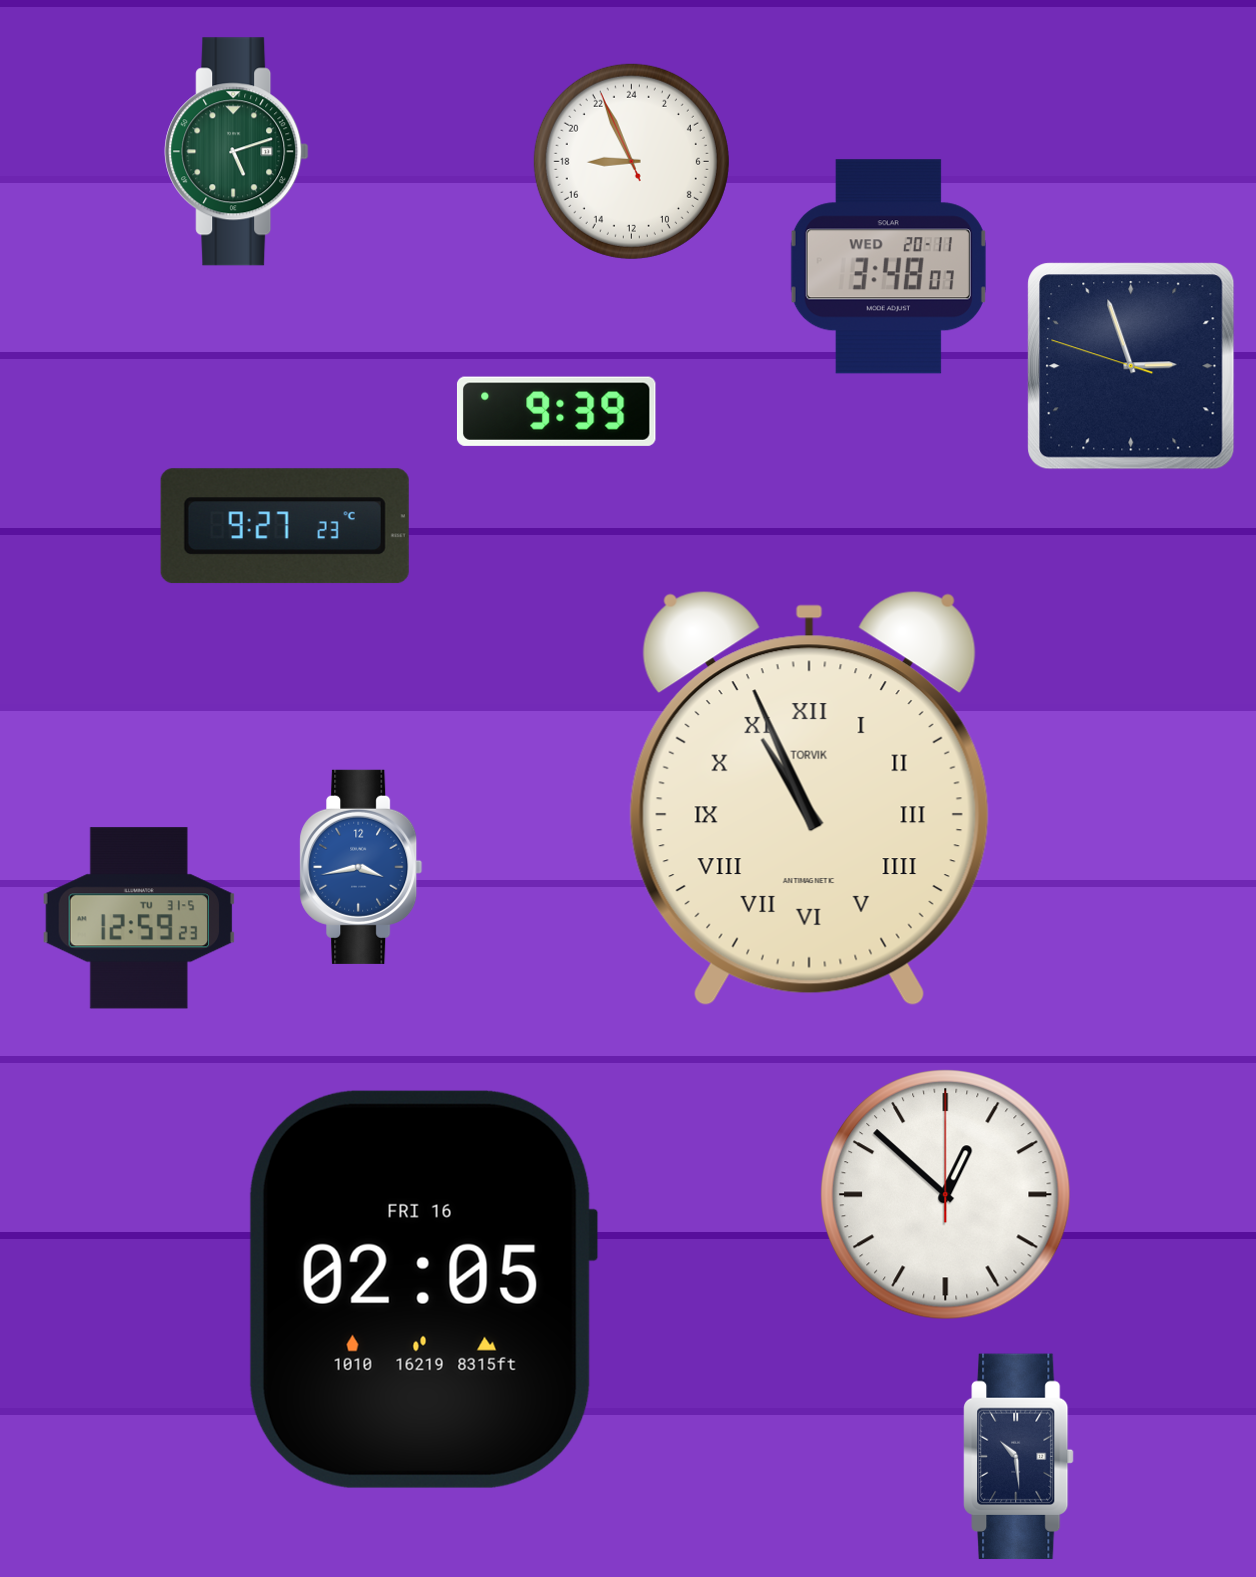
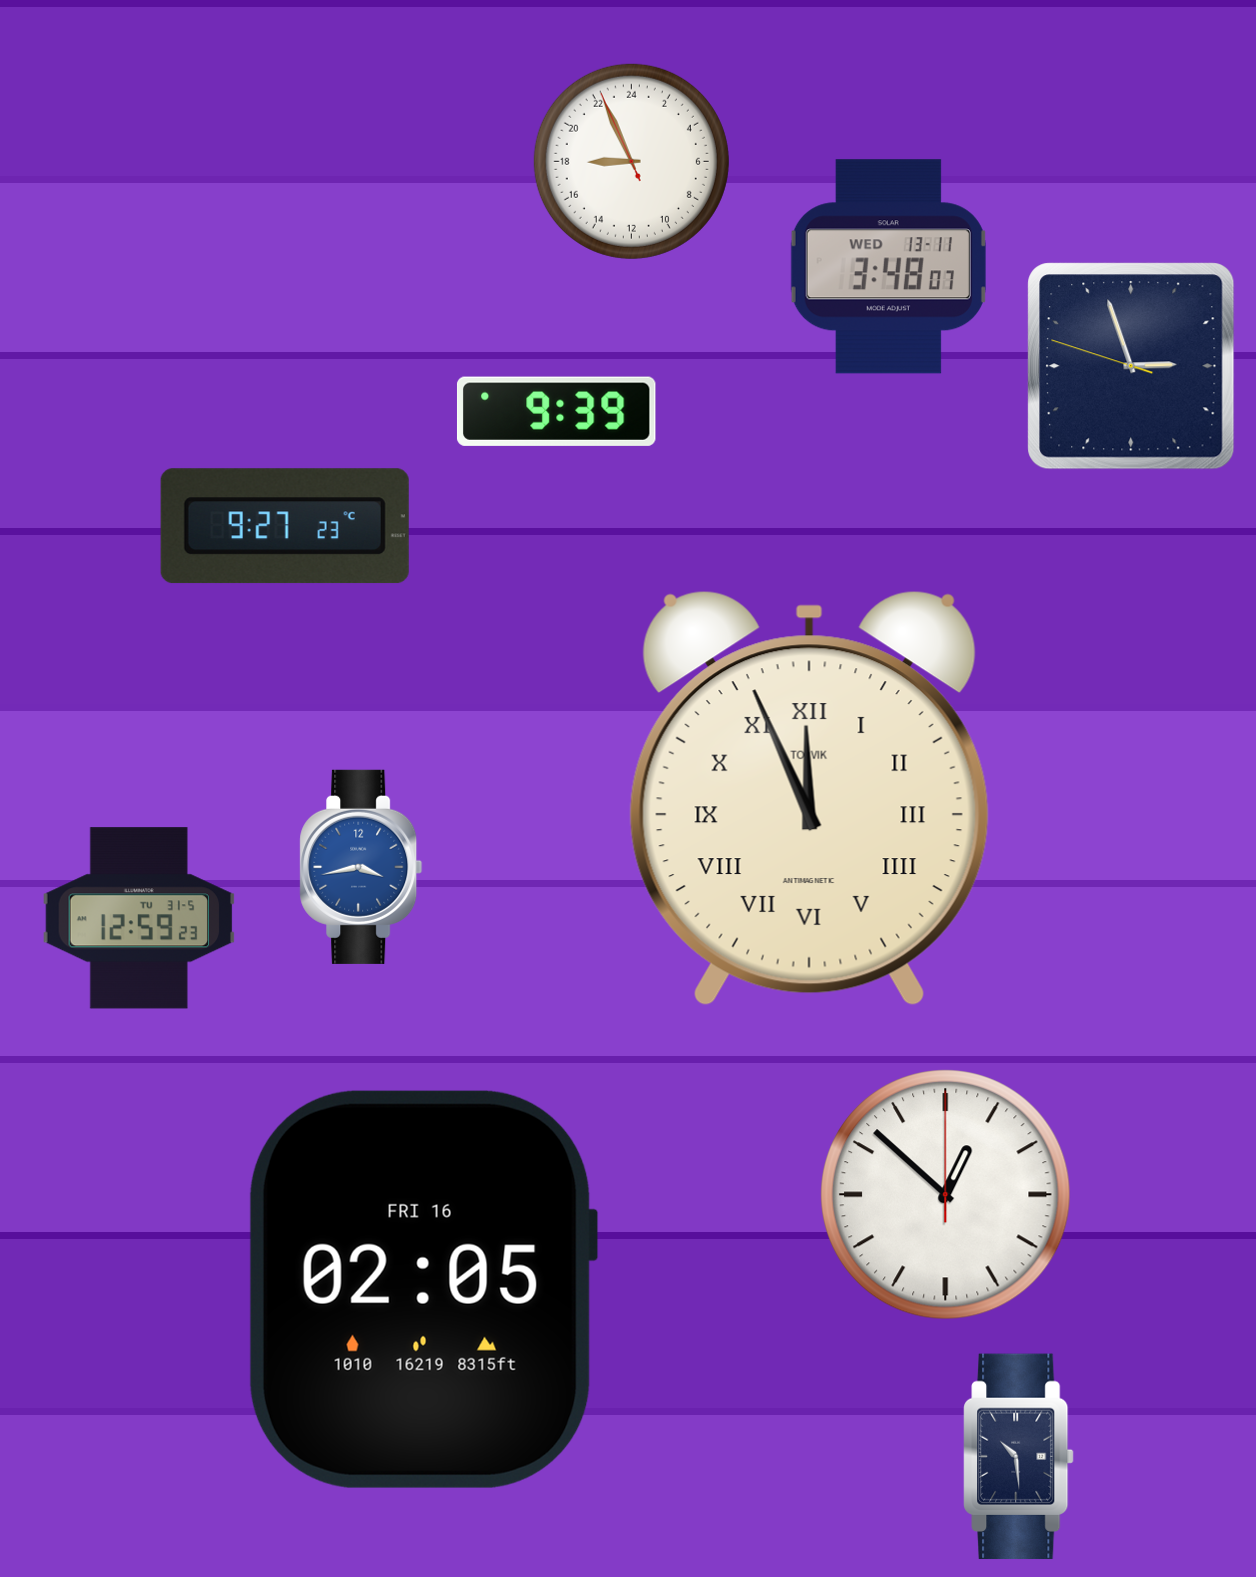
clock at (237, 152): 5:12 -> none
clock at (888, 267) date: WED 20-11 -> WED 13-11
clock at (809, 799): 10:56 -> 11:56
